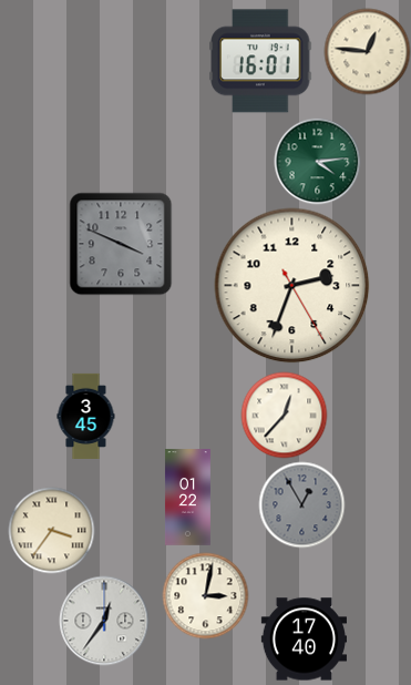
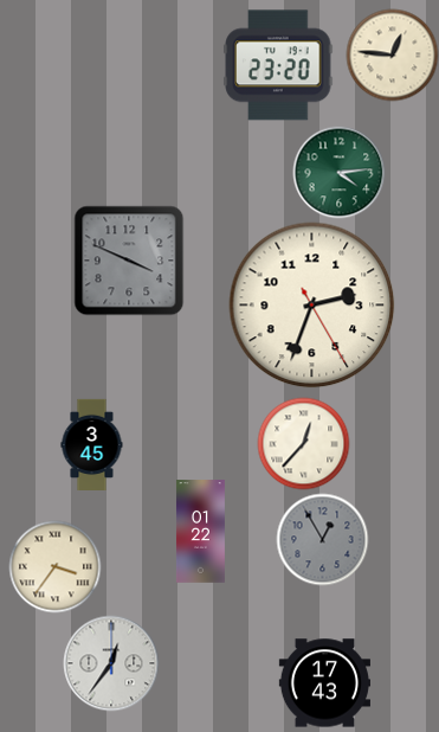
clock at (260, 61): 16:01 -> 23:20
clock at (205, 595): 3:02 -> none
clock at (304, 640): 17:40 -> 17:43
